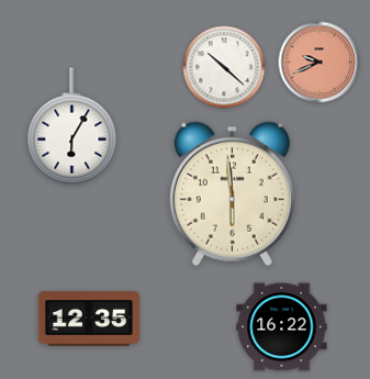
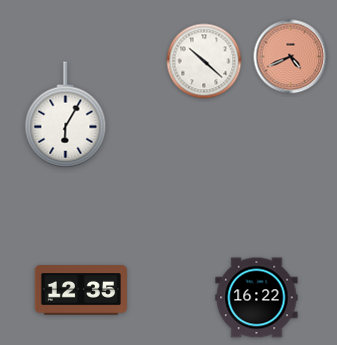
clock at (319, 63): 9:41 -> 4:41
clock at (232, 193): 5:59 -> none
